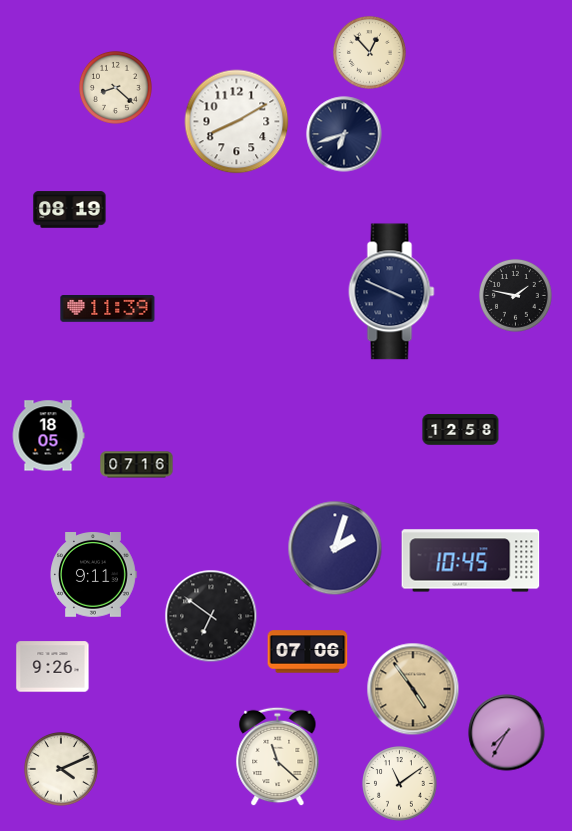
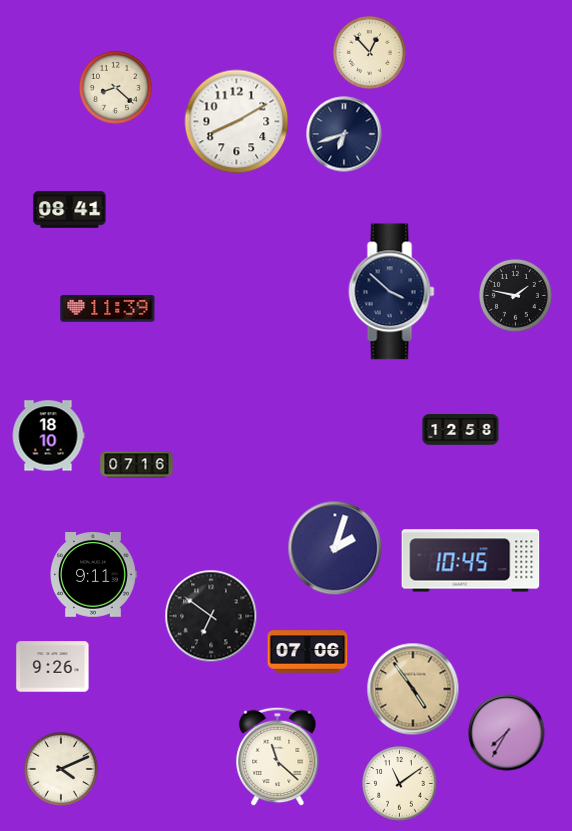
clock at (70, 210): 08:19 -> 08:41
clock at (392, 292): 3:49 -> 3:52
clock at (48, 436): 18:05 -> 18:10
